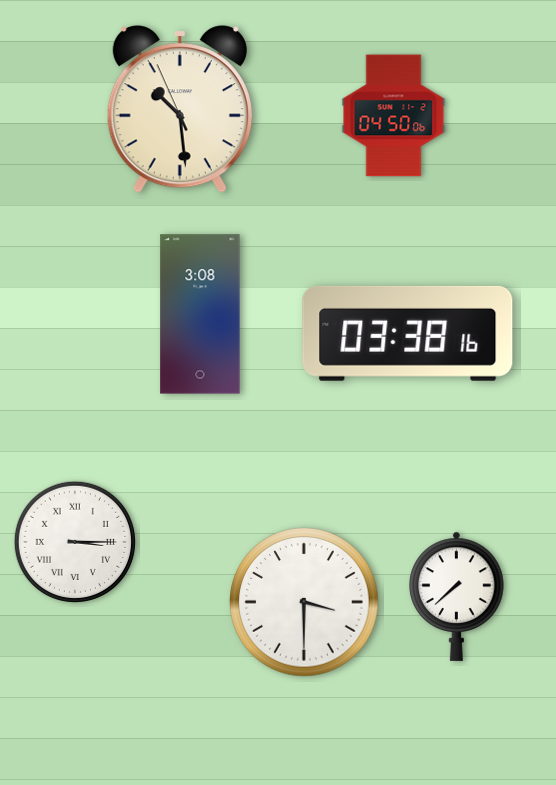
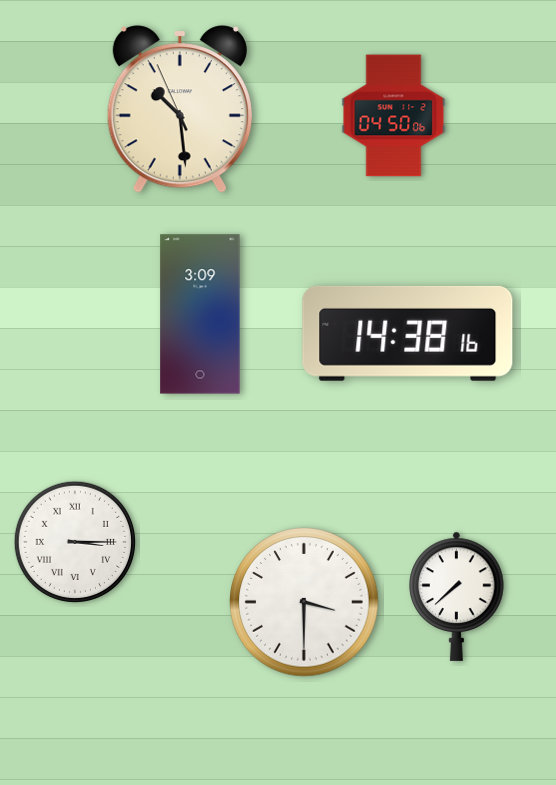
clock at (200, 314): 3:08 -> 3:09
clock at (408, 333): 03:38 -> 14:38
